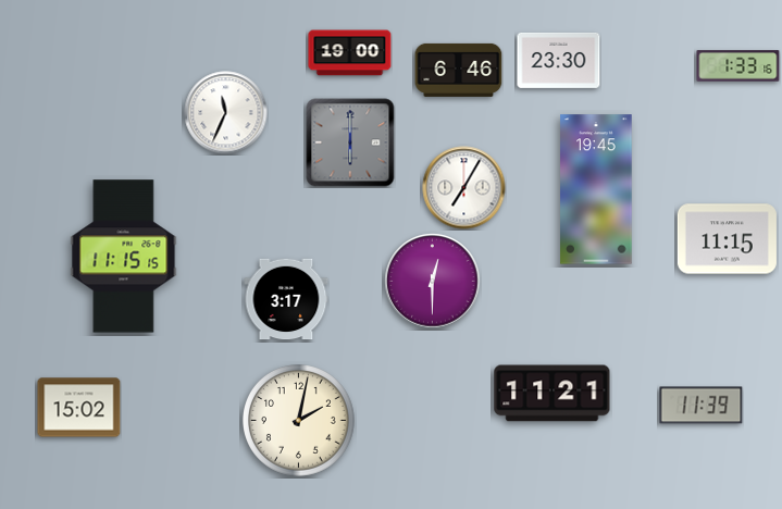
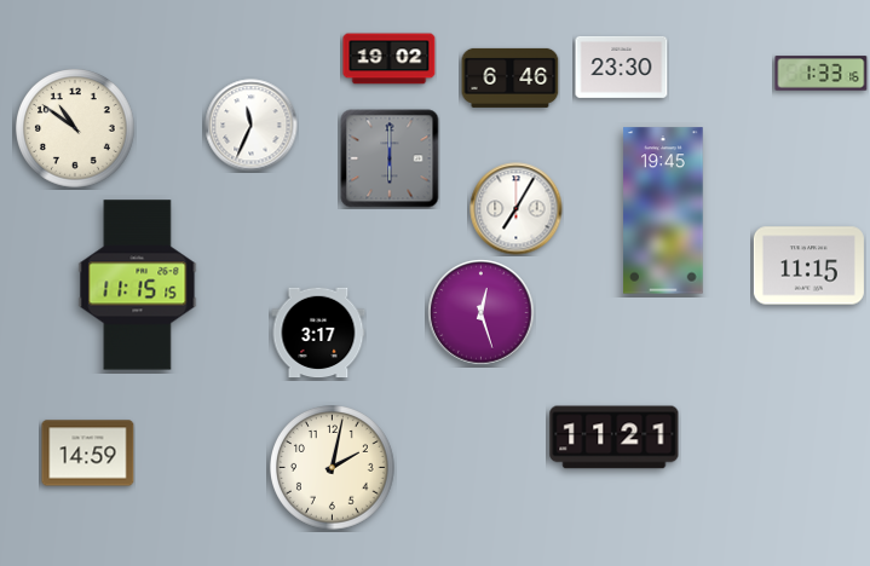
clock at (350, 53): 19:00 -> 19:02
clock at (75, 128): none -> 10:51
clock at (433, 282): 12:30 -> 12:27
clock at (702, 406): 11:39 -> none
clock at (79, 408): 15:02 -> 14:59
